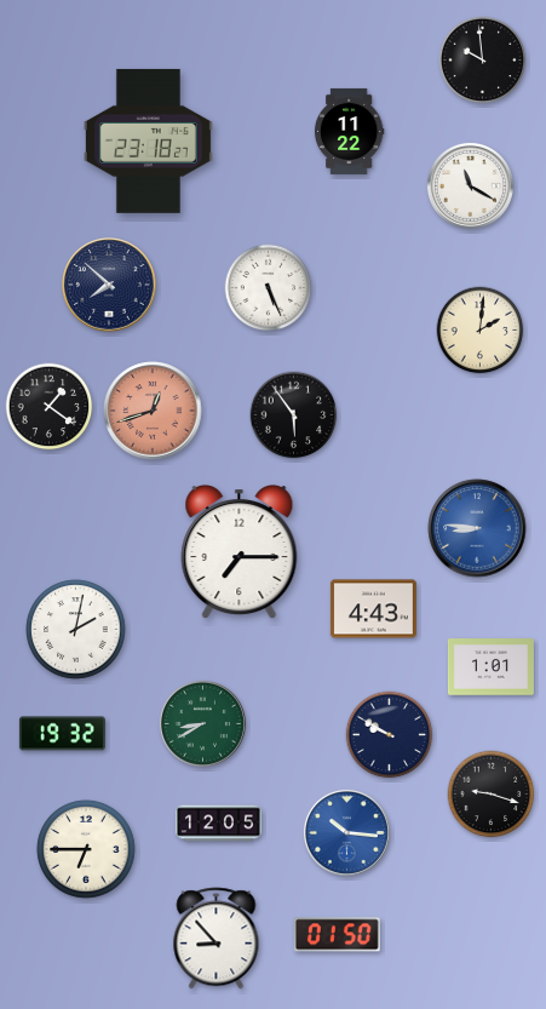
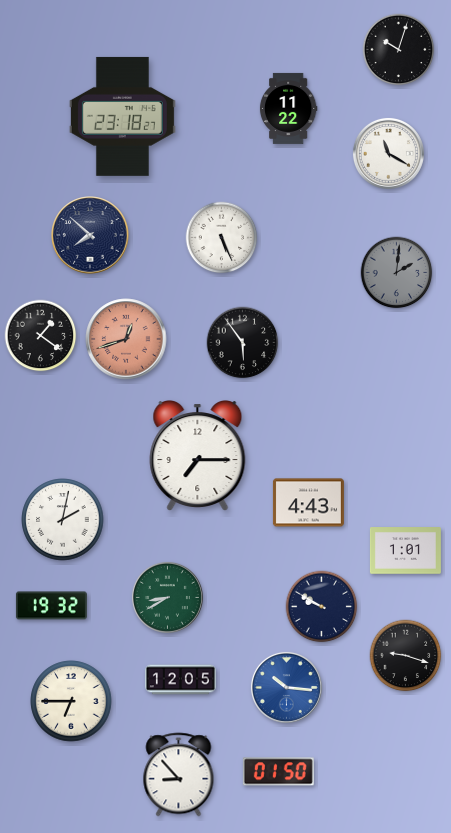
clock at (483, 61): 9:59 -> 10:03
clock at (481, 331) dial: cream -> grey
clock at (477, 528): 8:46 -> none
